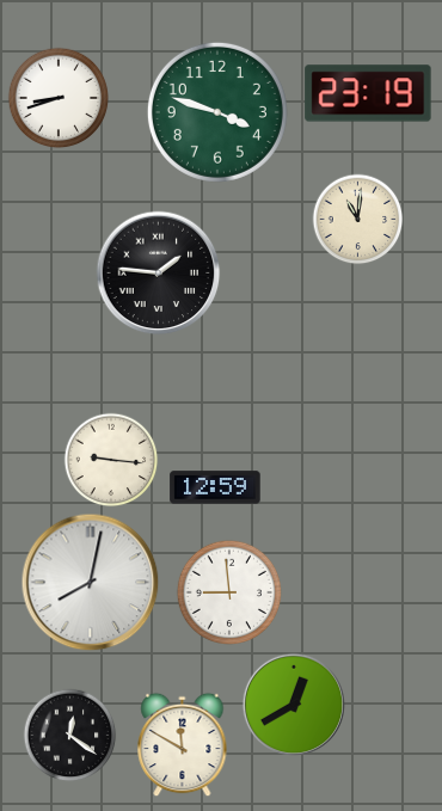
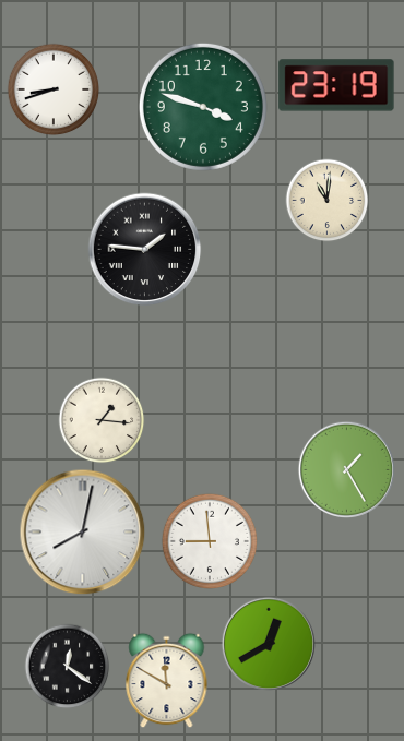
clock at (217, 112) position: (217, 112) -> (203, 107)
clock at (111, 460): 9:16 -> 1:16
clock at (215, 487): 12:59 -> none
clock at (346, 469): none -> 1:25
clock at (70, 736) position: (70, 736) -> (68, 667)
